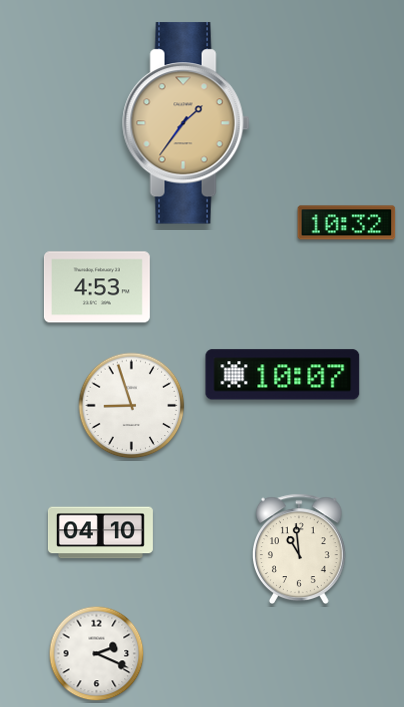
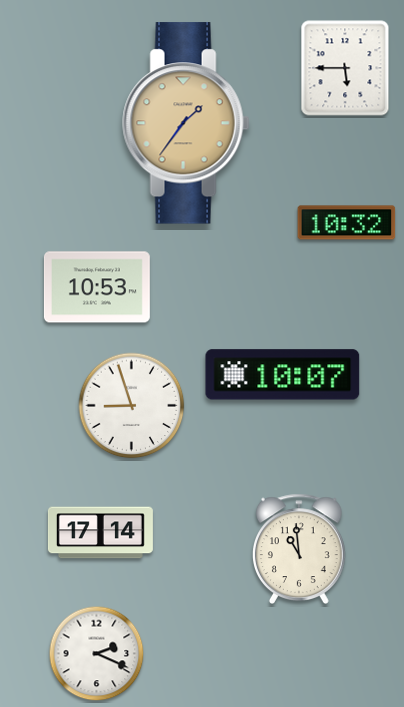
clock at (345, 68): none -> 5:45
clock at (97, 287): 4:53 -> 10:53
clock at (100, 533): 04:10 -> 17:14
